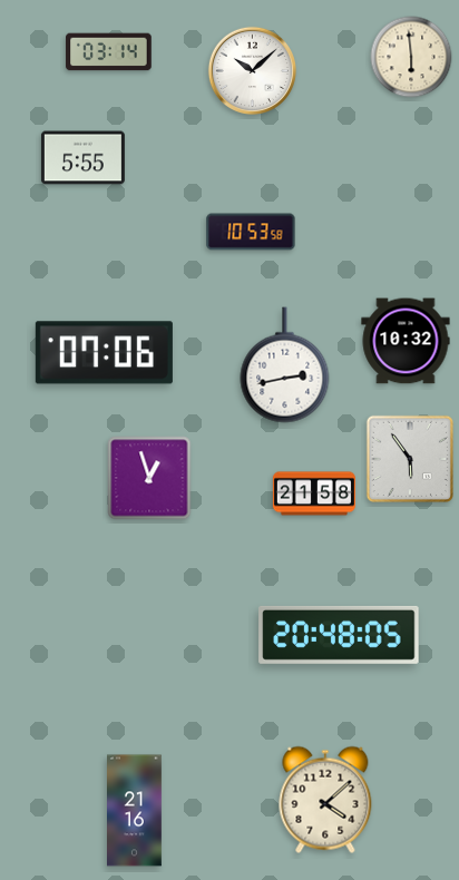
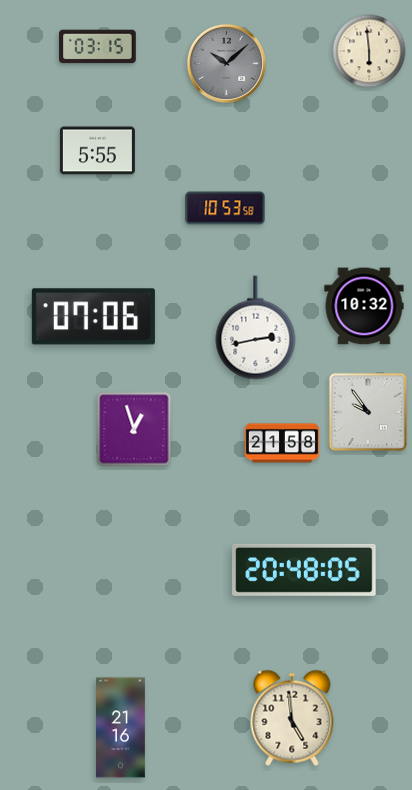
clock at (109, 52): 03:14 -> 03:15
clock at (252, 70) dial: white -> grey
clock at (82, 158) position: (82, 158) -> (97, 151)
clock at (409, 458): 5:54 -> 9:54
clock at (325, 800): 4:08 -> 4:59
